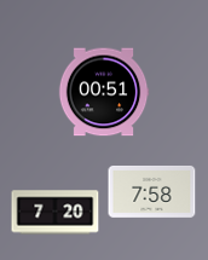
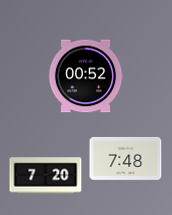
clock at (104, 92): 00:51 -> 00:52
clock at (152, 191): 7:58 -> 7:48
